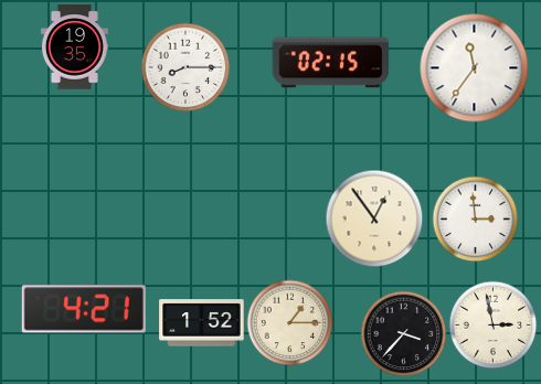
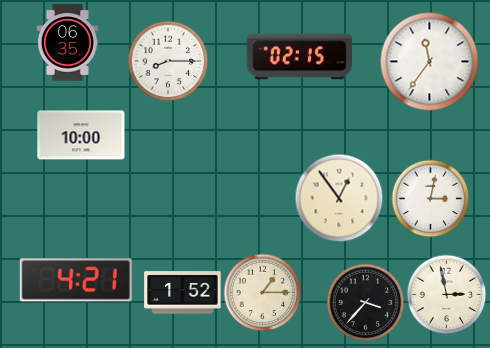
clock at (74, 47): 19:35 -> 06:35
clock at (81, 135): none -> 10:00
clock at (475, 218): 2:59 -> 3:02
